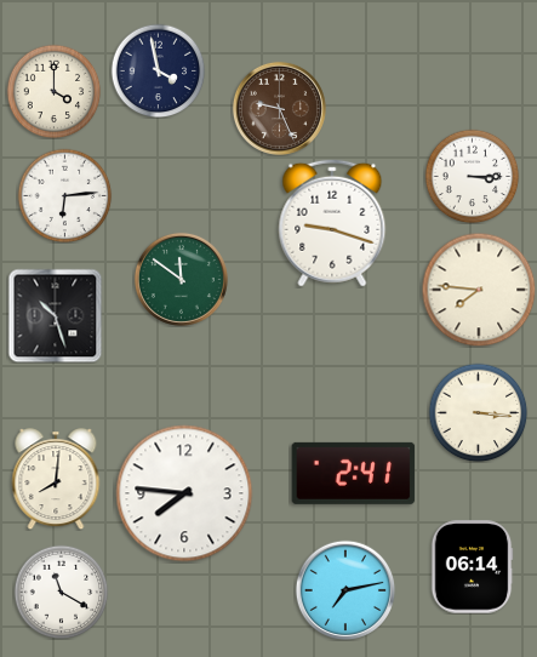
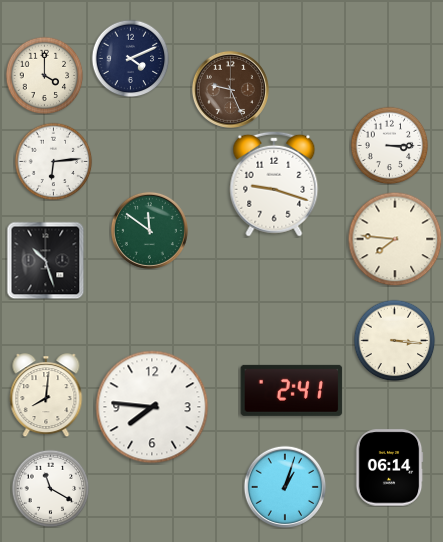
clock at (158, 70): 3:58 -> 4:11
clock at (345, 590): 7:13 -> 1:03
